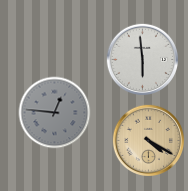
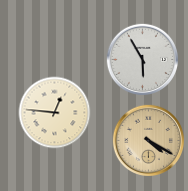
clock at (142, 59): 5:59 -> 5:55
clock at (55, 113) dial: grey -> cream
